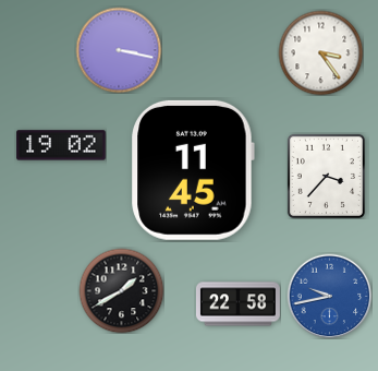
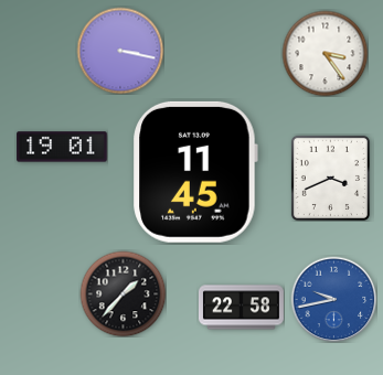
clock at (61, 145): 19:02 -> 19:01
clock at (326, 176): 3:37 -> 3:41
clock at (121, 290): 1:40 -> 1:37
